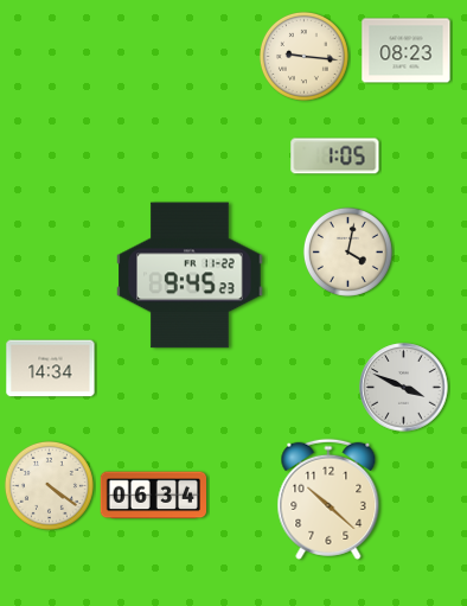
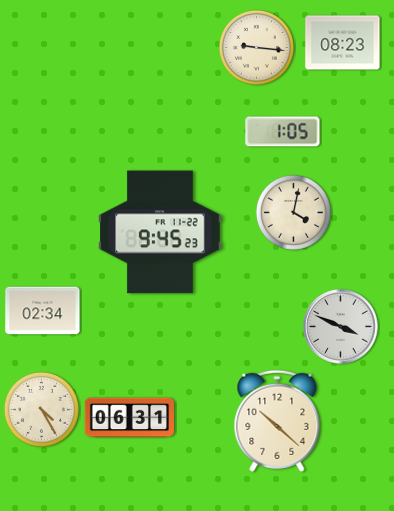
clock at (51, 369): 14:34 -> 02:34
clock at (49, 485): 4:21 -> 4:25
clock at (153, 496): 06:34 -> 06:31
